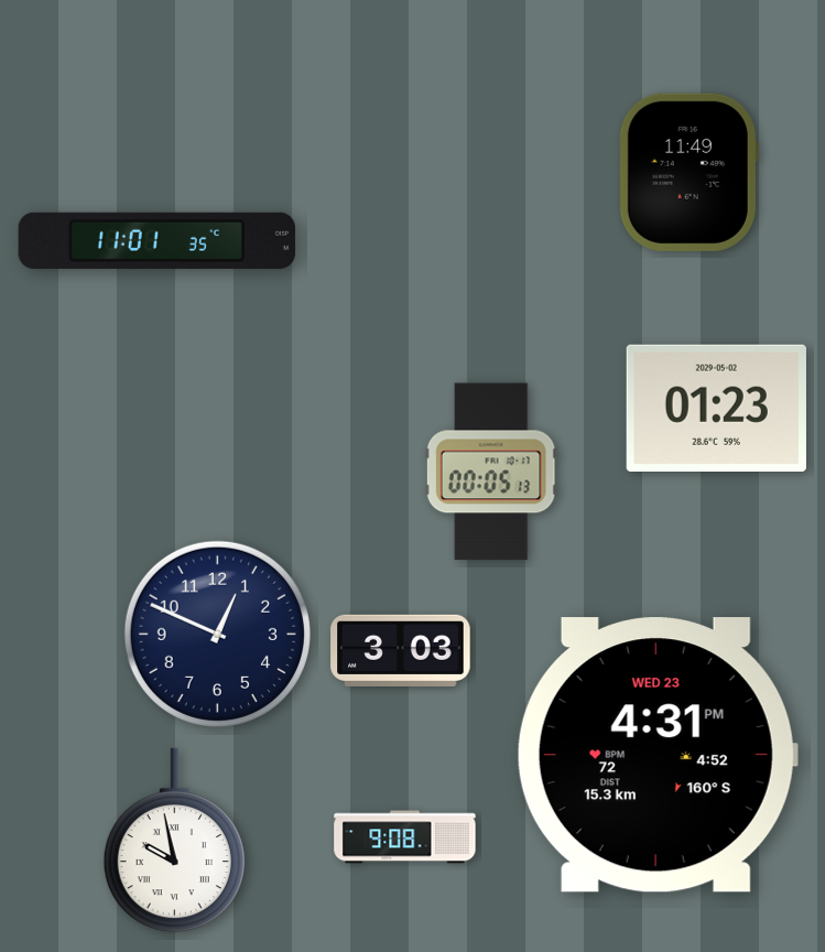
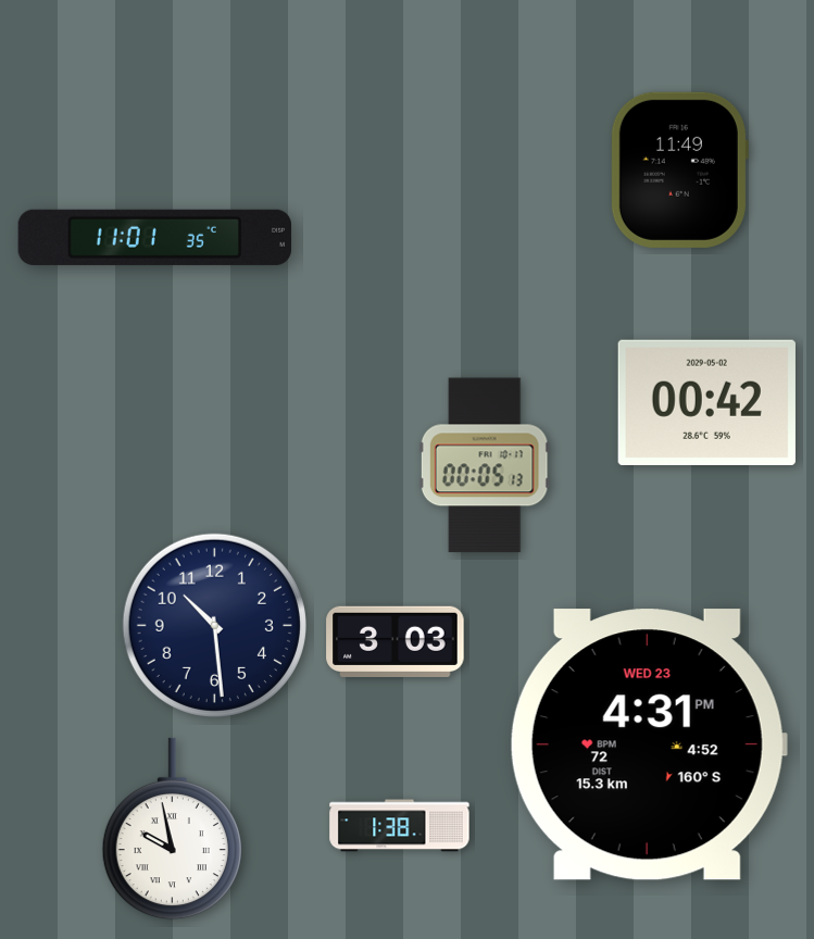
clock at (716, 408): 01:23 -> 00:42
clock at (217, 634): 12:49 -> 10:29
clock at (405, 837): 9:08 -> 1:38
